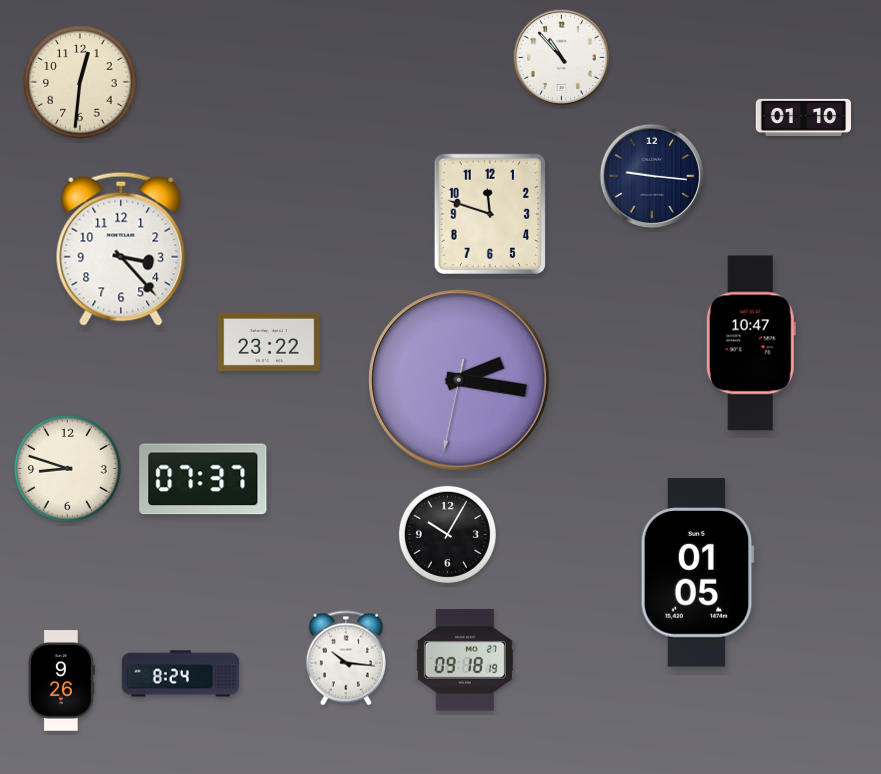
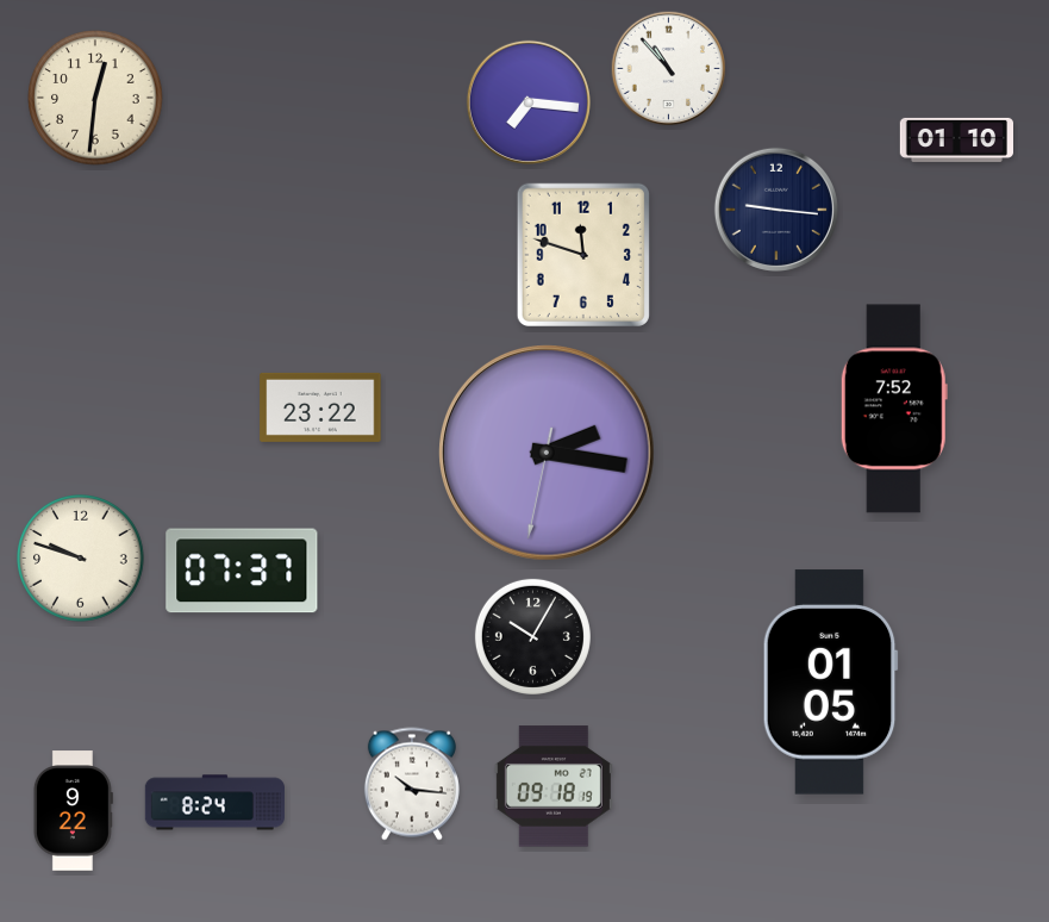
clock at (529, 102): none -> 7:16
clock at (121, 249): 3:23 -> none
clock at (751, 343): 10:47 -> 7:52
clock at (68, 469): 8:48 -> 9:48
clock at (61, 681): 9:26 -> 9:22
